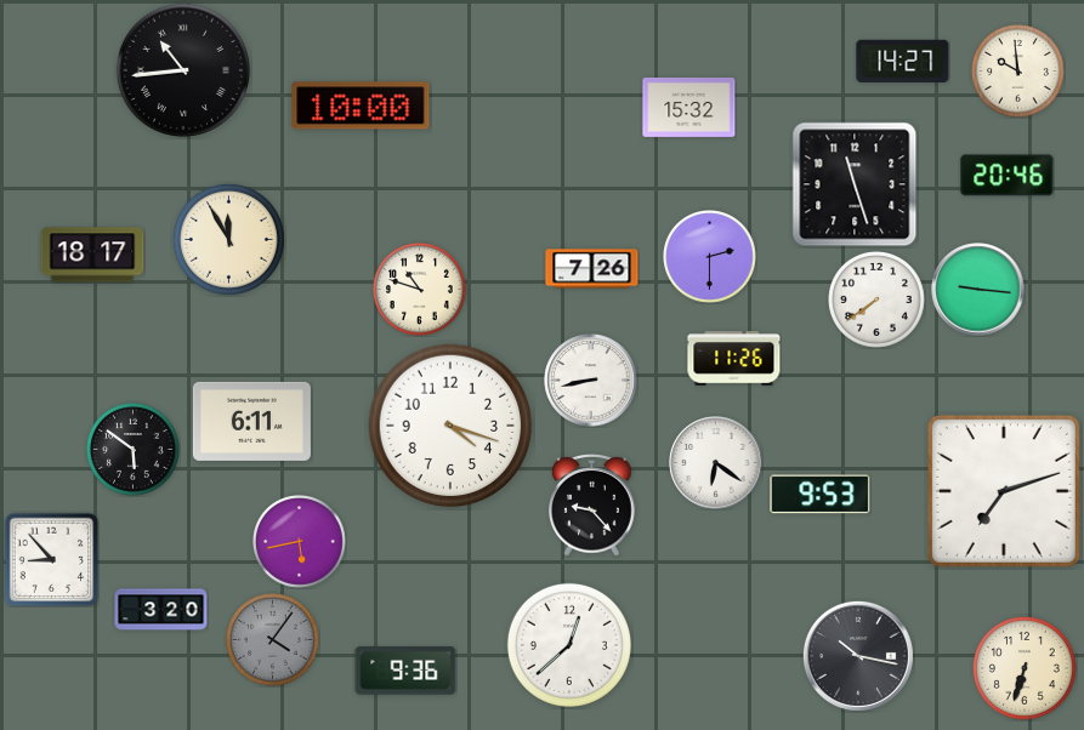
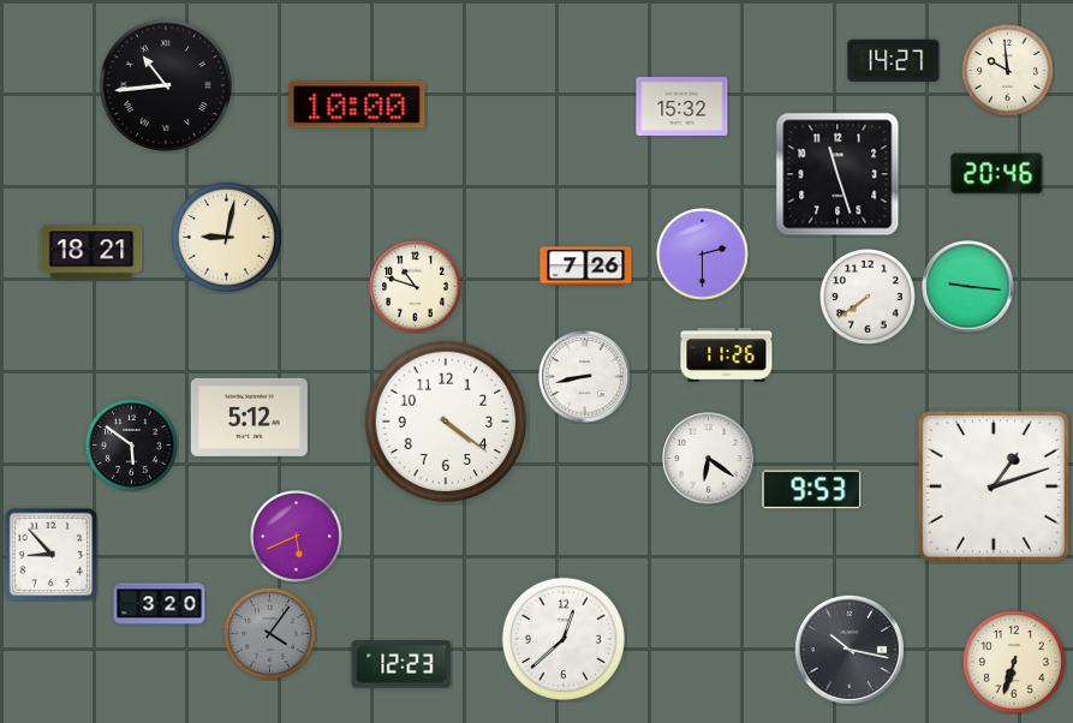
clock at (183, 70) position: (183, 70) -> (166, 85)
clock at (855, 184) position: (855, 184) -> (837, 174)
clock at (228, 239): 11:55 -> 9:02
clock at (92, 255): 18:17 -> 18:21
clock at (251, 421): 6:11 -> 5:12
clock at (450, 426): 4:18 -> 4:21
clock at (1004, 491): 7:12 -> 1:12
clock at (592, 504): 9:23 -> none
clock at (300, 542): 5:43 -> 5:41
clock at (405, 671): 9:36 -> 12:23
